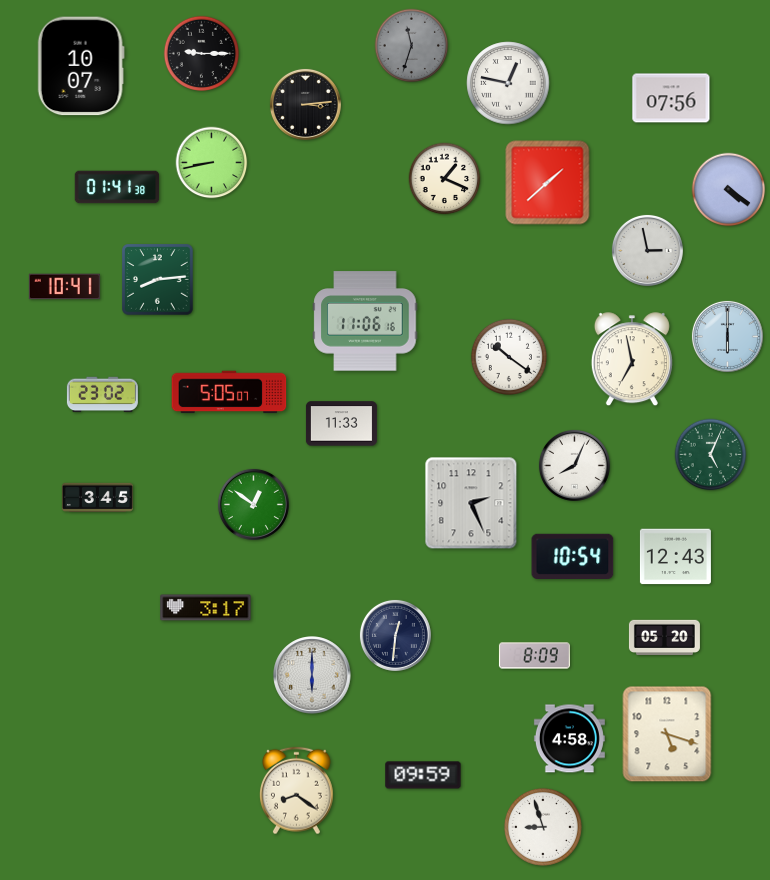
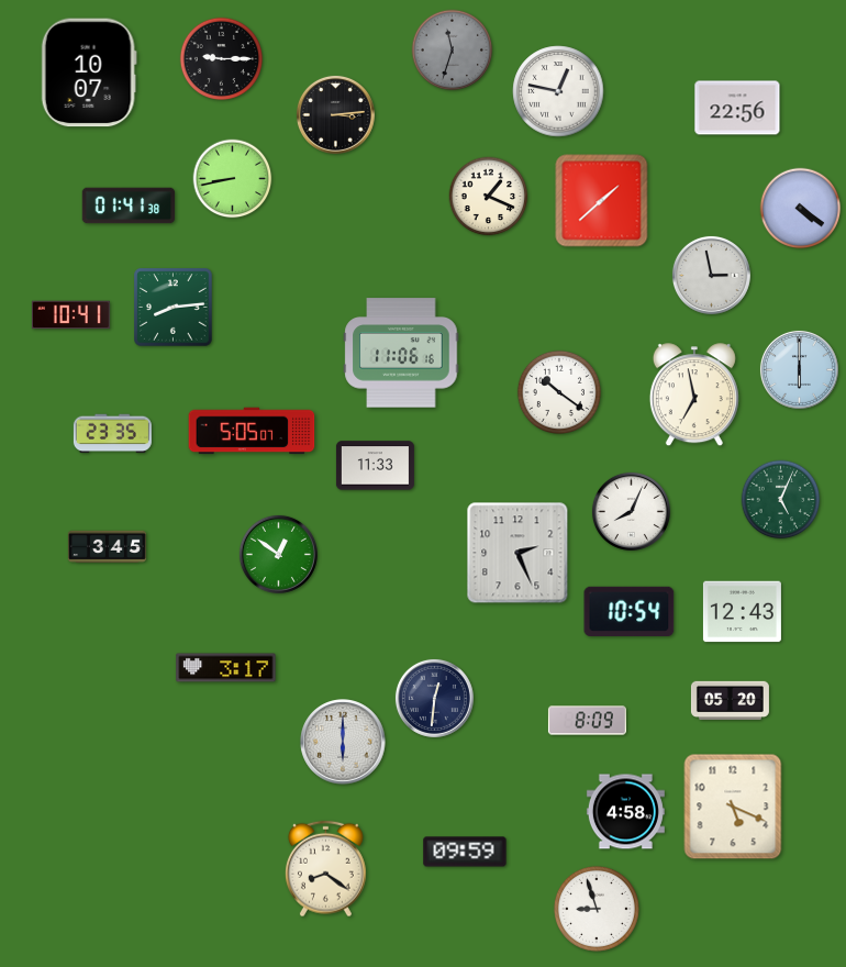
clock at (671, 98): 07:56 -> 22:56
clock at (102, 395): 23:02 -> 23:35
clock at (667, 734): 5:18 -> 5:19
